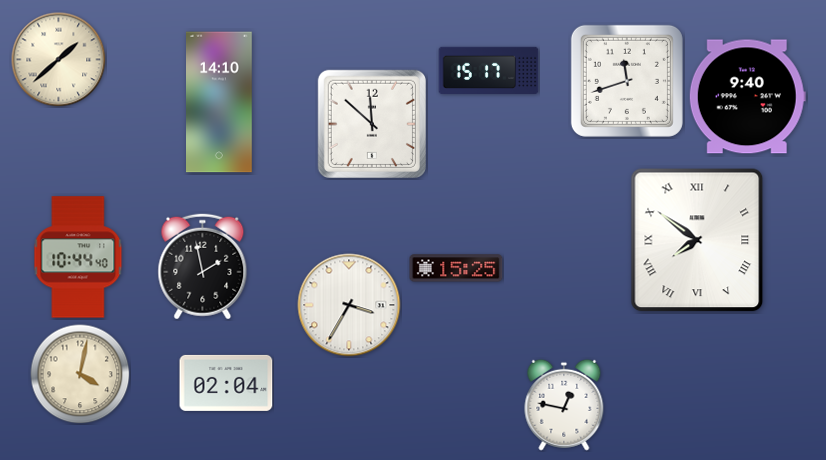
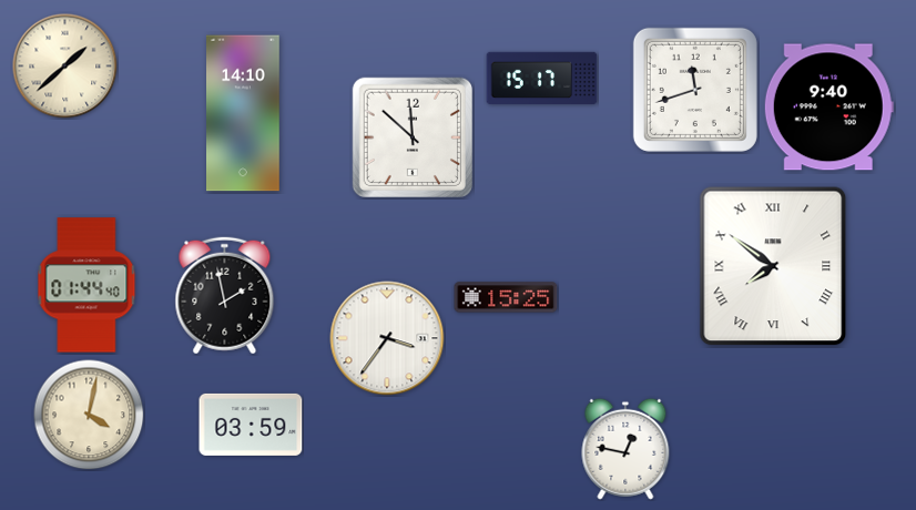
clock at (78, 257): 10:44 -> 01:44
clock at (349, 305): 3:35 -> 3:36
clock at (226, 383): 02:04 -> 03:59
